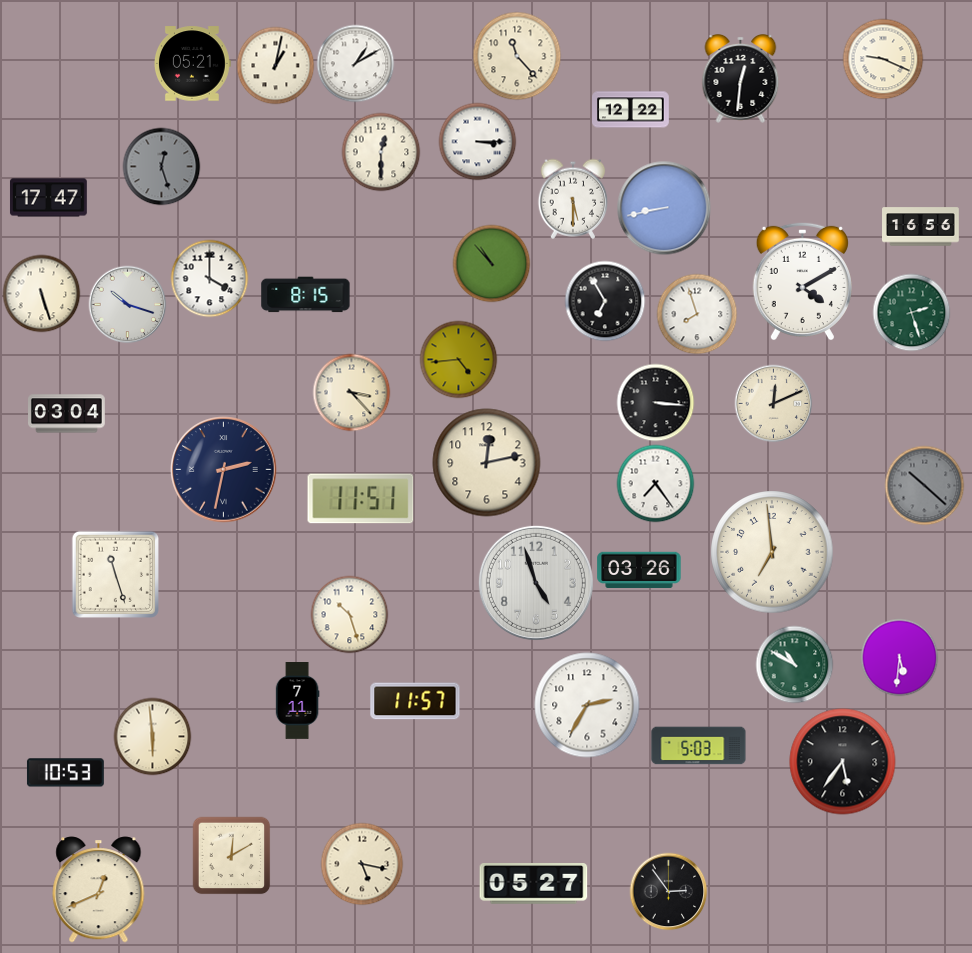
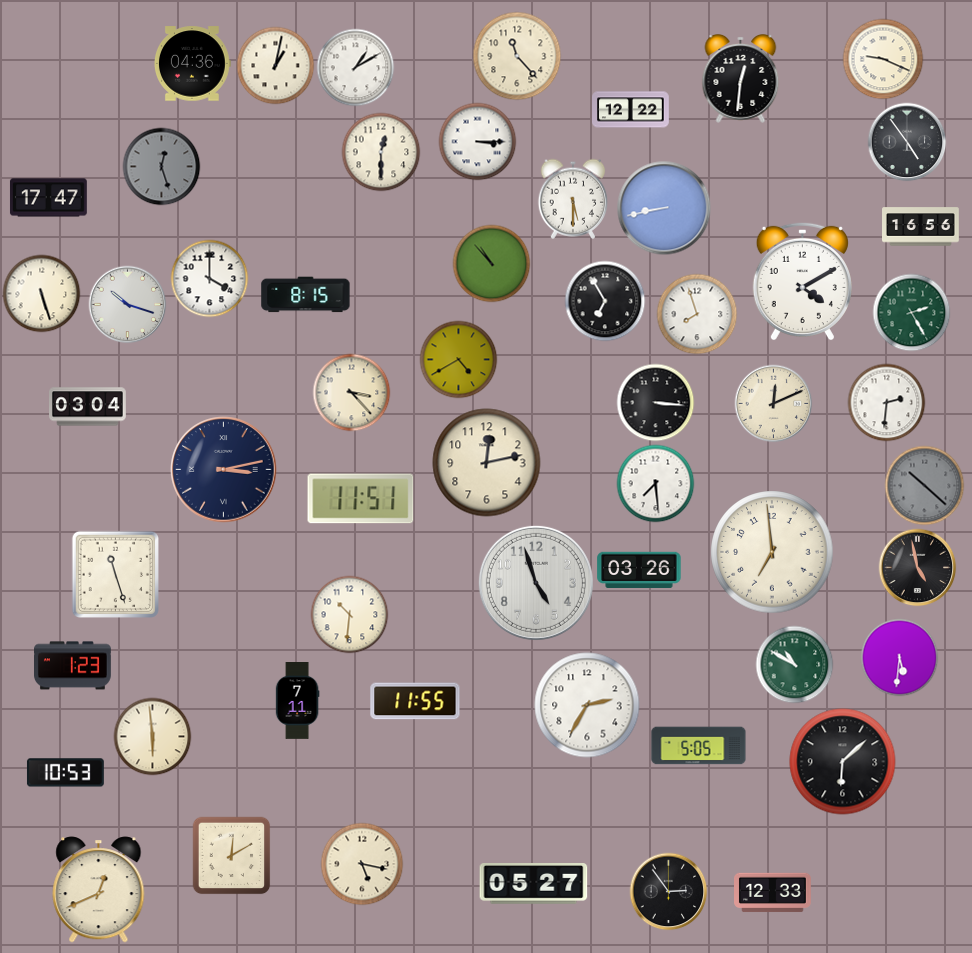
clock at (355, 63) position: (355, 63) -> (355, 67)
clock at (193, 64): 05:21 -> 04:36
clock at (907, 142): none -> 4:54
clock at (911, 312): 2:27 -> 2:25
clock at (458, 359): 4:44 -> 4:40
clock at (886, 402): none -> 2:31
clock at (67, 414) position: (67, 414) -> (88, 407)
clock at (224, 470): 2:32 -> 3:13
clock at (655, 483): 7:24 -> 7:29
clock at (917, 567): none -> 4:58
clock at (349, 614): 10:27 -> 10:31
clock at (73, 666): none -> 1:23
clock at (415, 701): 11:57 -> 11:55
clock at (699, 746): 5:03 -> 5:05
clock at (843, 762): 5:36 -> 6:08
clock at (773, 893): none -> 12:33
